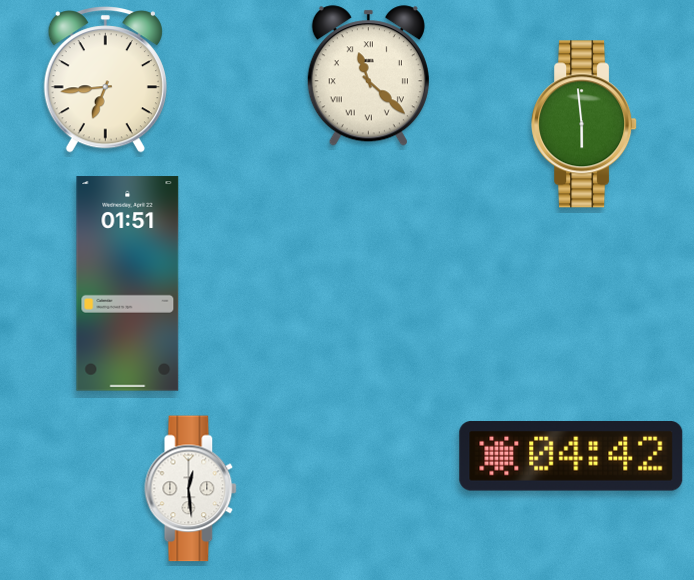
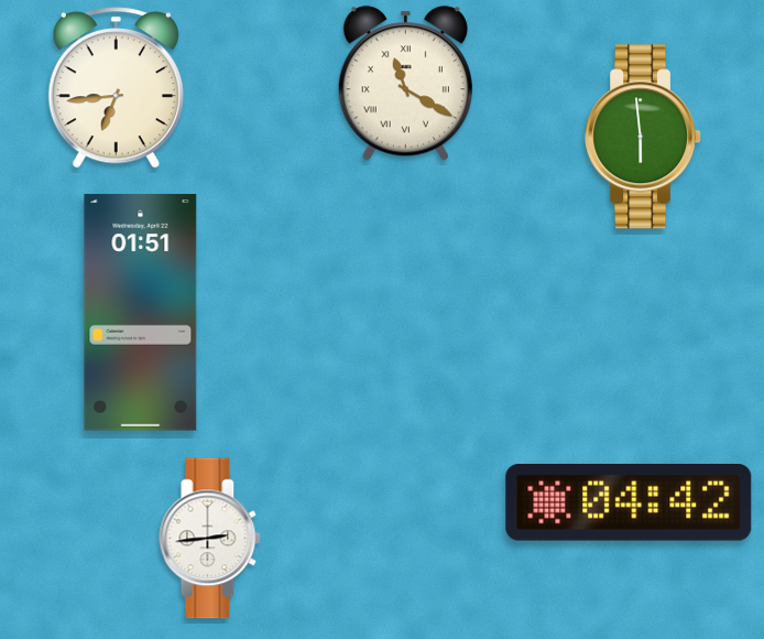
clock at (368, 76): 11:22 -> 11:20
clock at (191, 489): 12:29 -> 2:44
